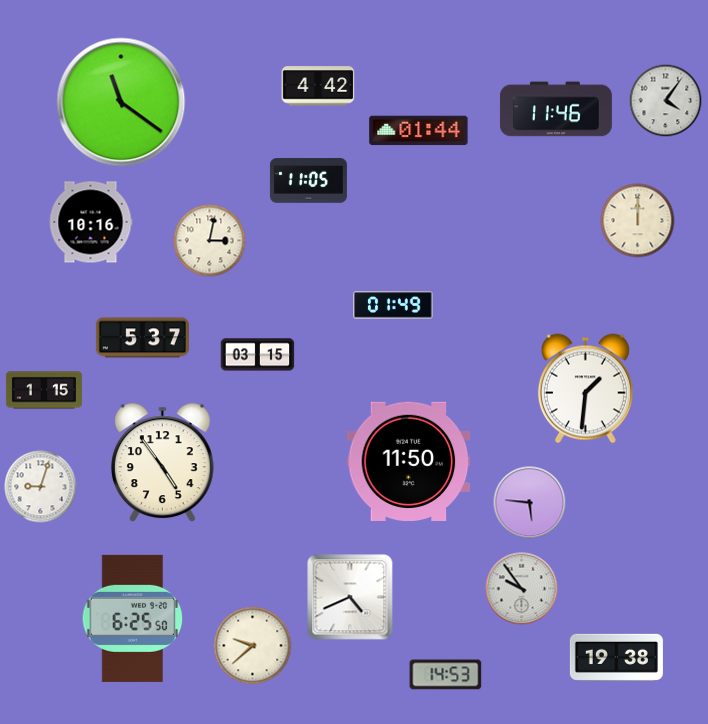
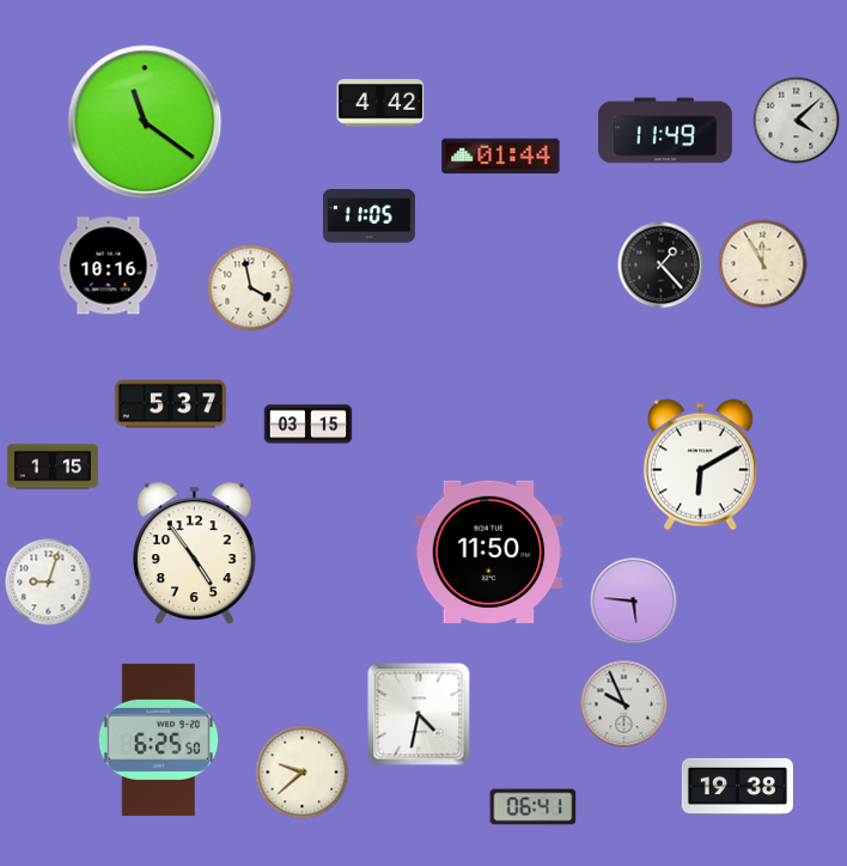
clock at (666, 101): 4:06 -> 4:08
clock at (556, 109): 11:46 -> 11:49
clock at (638, 221): 12:00 -> 11:55
clock at (662, 266): none -> 1:23
clock at (210, 241): 3:02 -> 3:58
clock at (393, 305): 01:49 -> none
clock at (585, 389): 1:31 -> 6:10
clock at (522, 589): 9:54 -> 9:56
clock at (350, 597): 4:41 -> 4:32
clock at (446, 675): 14:53 -> 06:41
